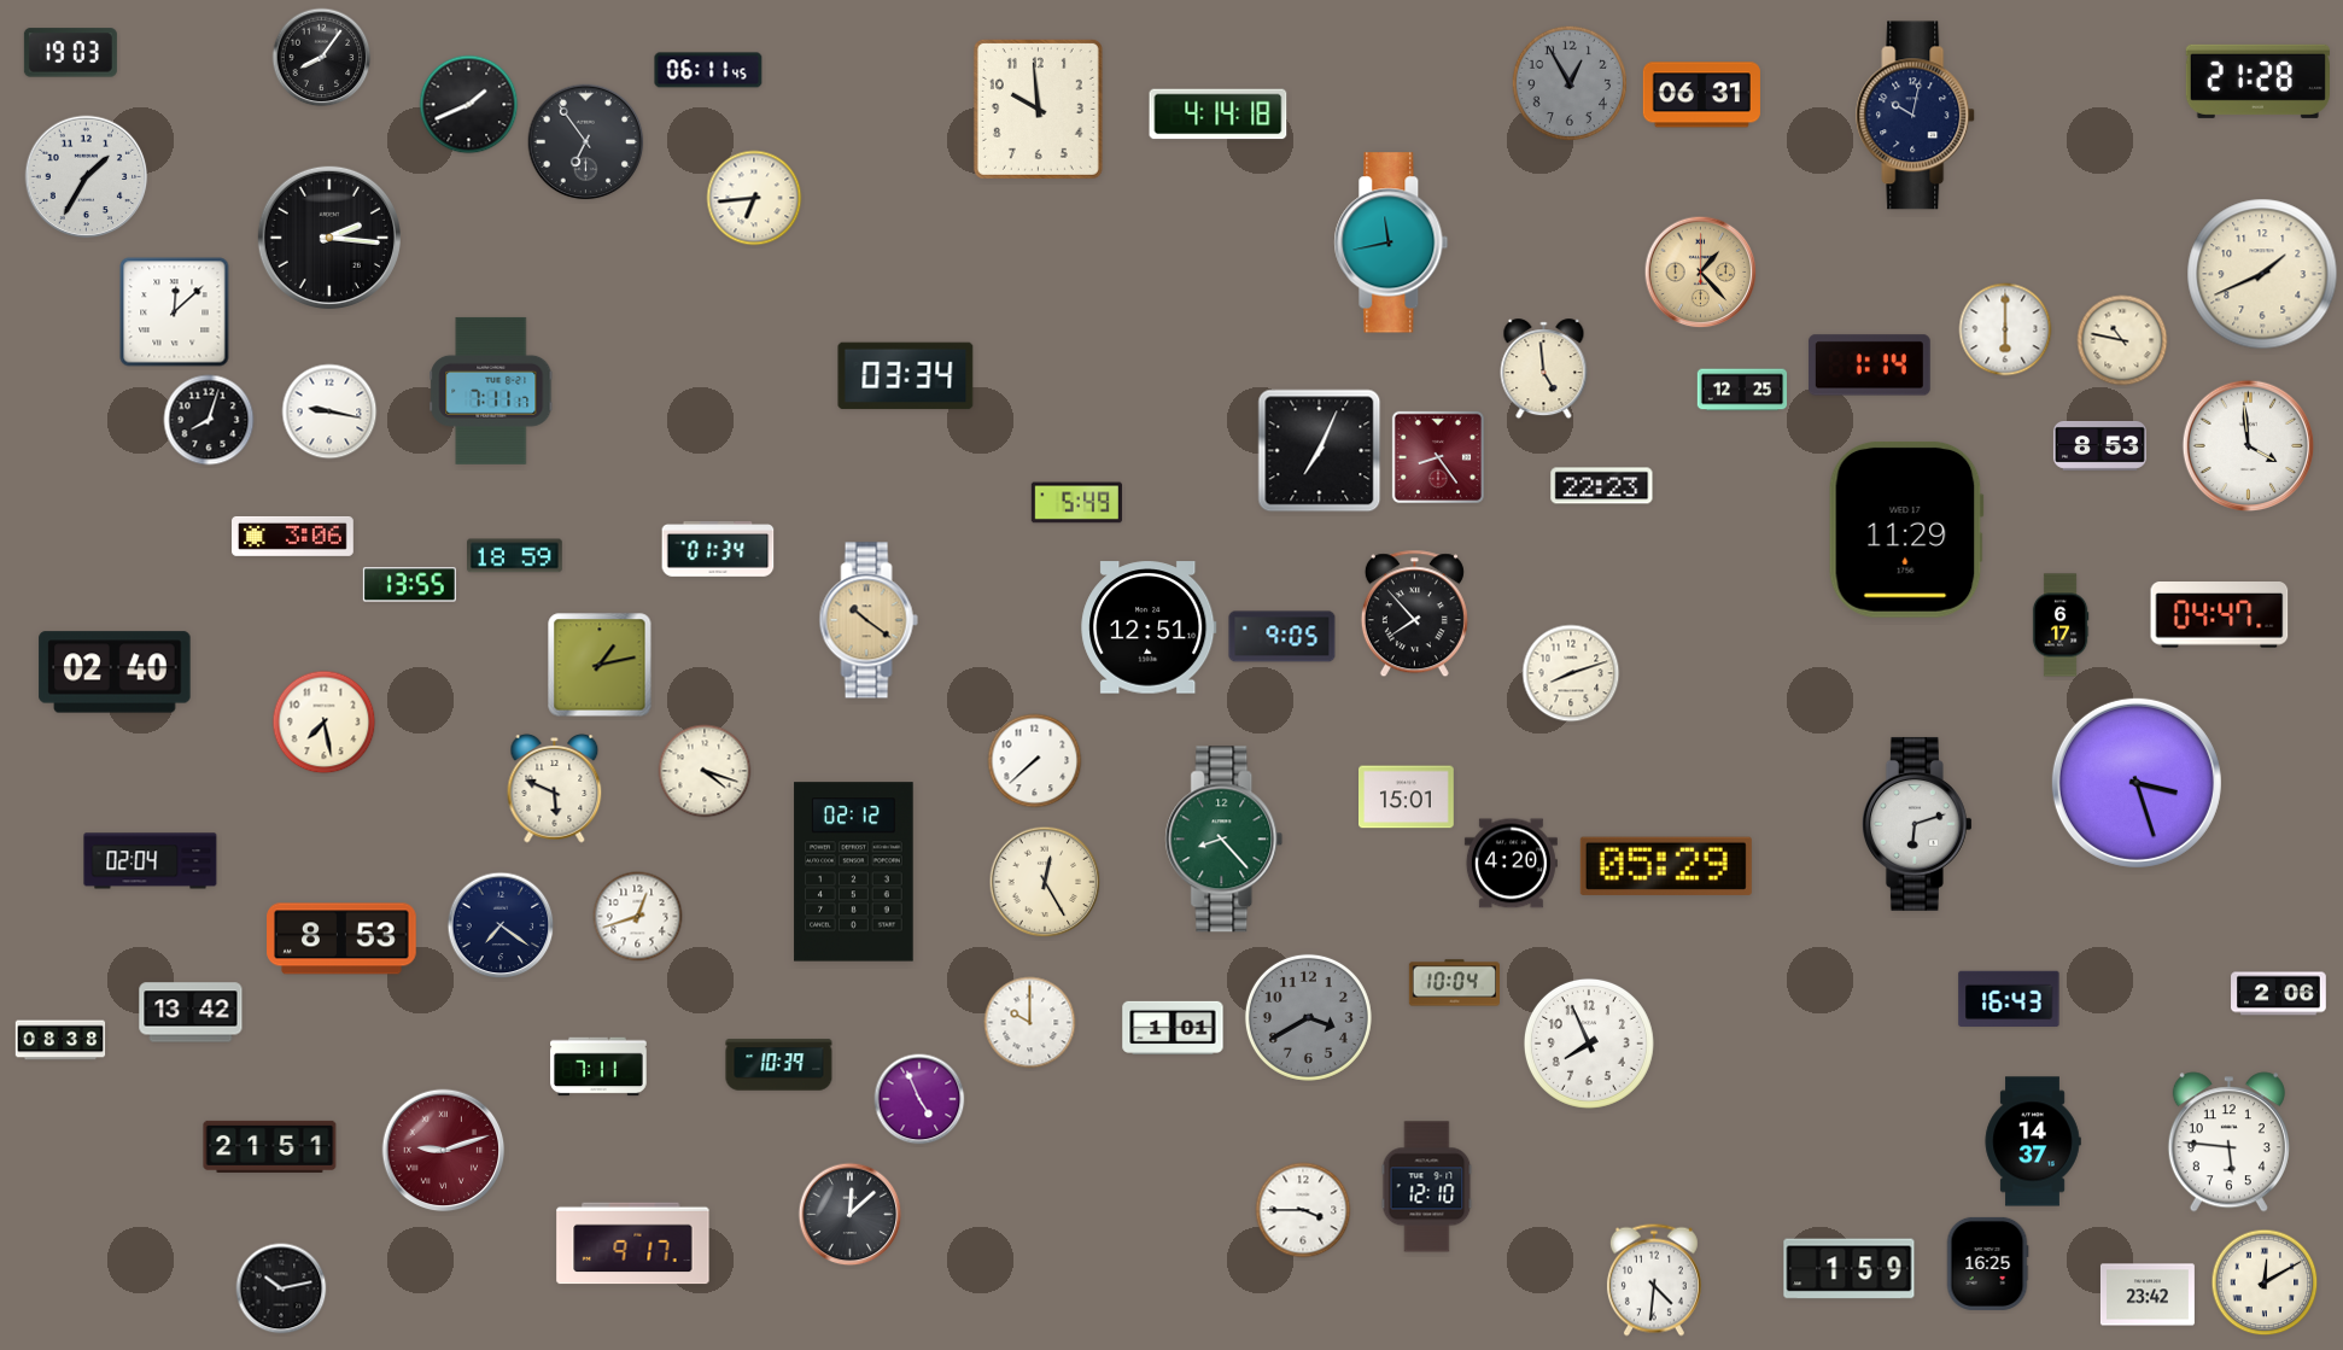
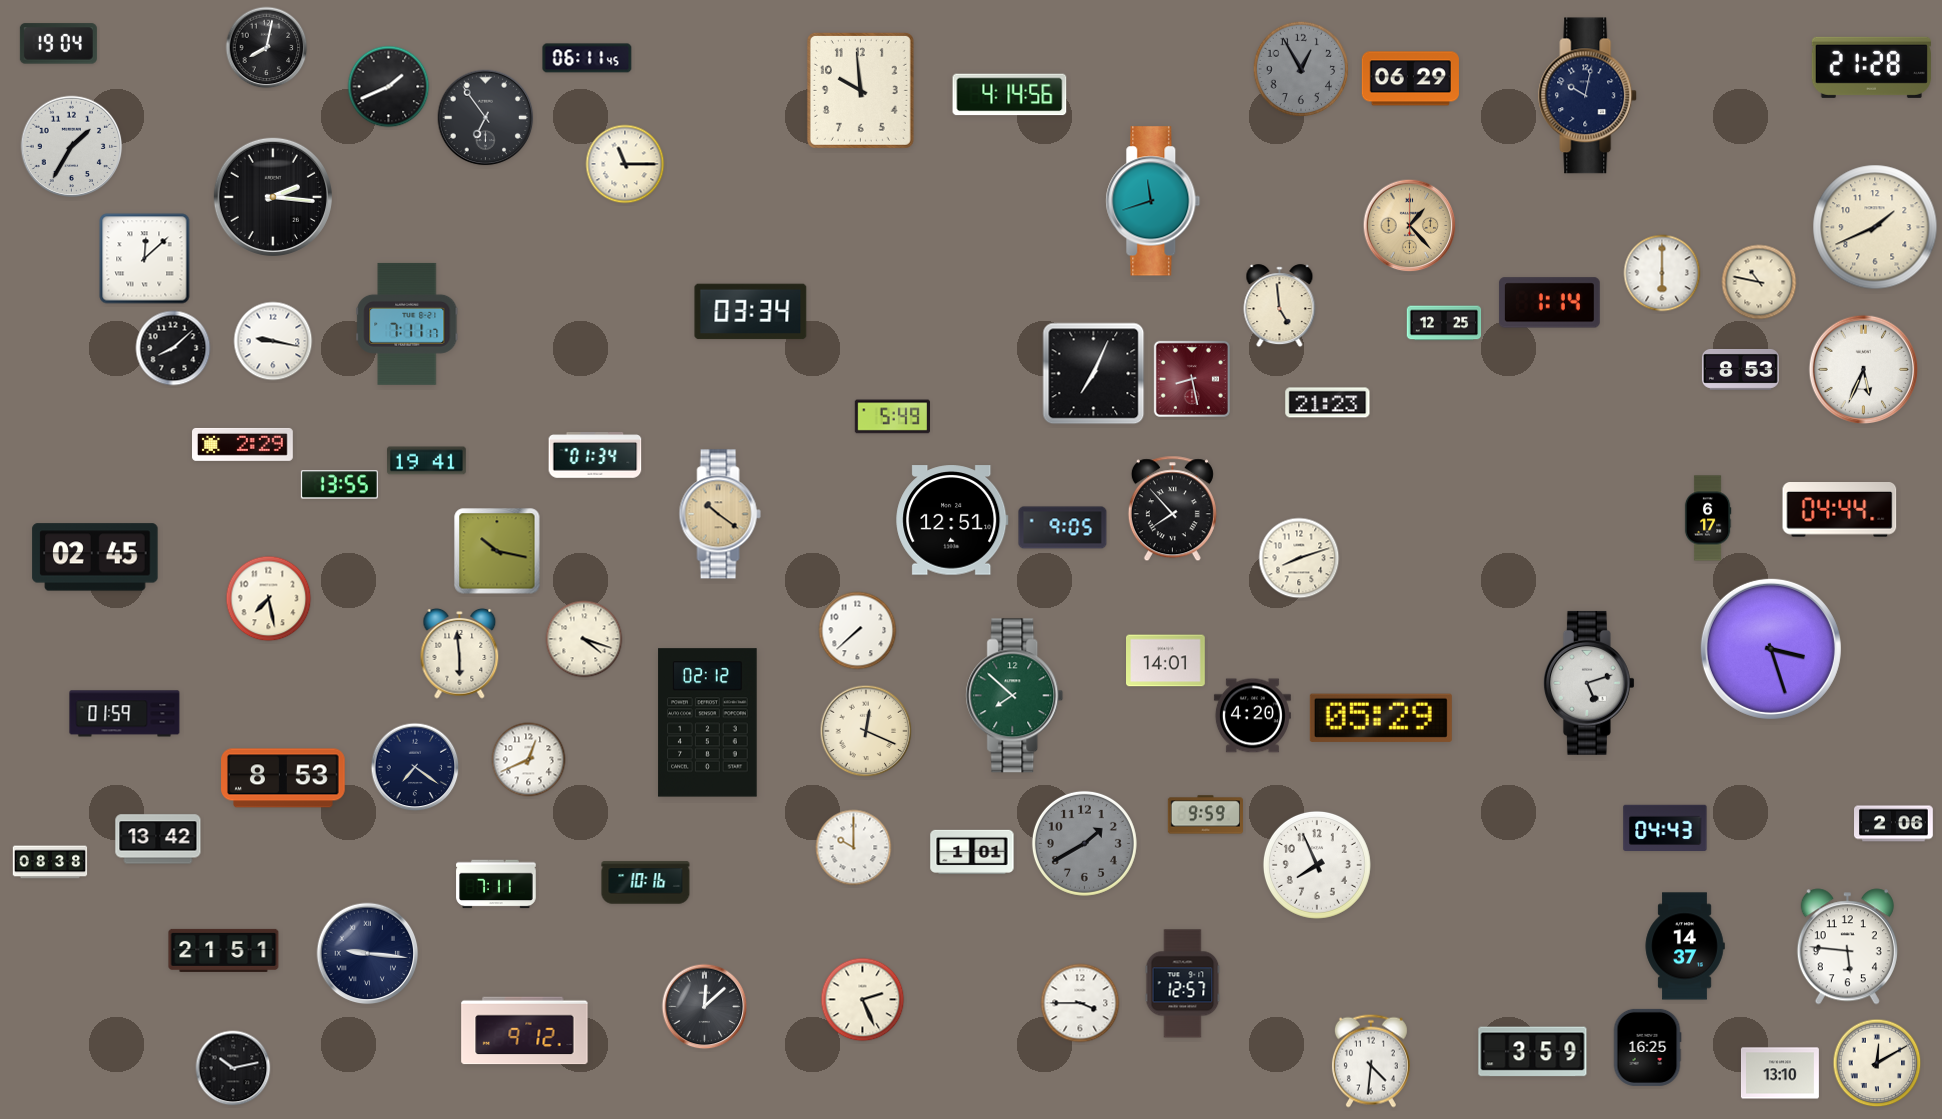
clock at (70, 53): 19:03 -> 19:04
clock at (322, 58): 8:06 -> 8:02
clock at (1701, 95): 06:31 -> 06:29
clock at (1219, 115): 4:14:18 -> 4:14:56
clock at (754, 198): 6:44 -> 11:15
clock at (1391, 242): 11:43 -> 11:42
clock at (209, 420): 8:03 -> 8:08
clock at (2249, 446): 3:59 -> 5:34
clock at (1438, 457): 8:24 -> 8:28
clock at (1602, 486): 22:23 -> 21:23
clock at (1906, 530): 11:29 -> none
clock at (293, 536): 3:06 -> 2:29
clock at (515, 556): 18:59 -> 19:41
clock at (2220, 615): 04:47 -> 04:44
clock at (600, 665): 1:13 -> 10:17
clock at (115, 672): 02:40 -> 02:45
clock at (1571, 673) position: (1571, 673) -> (1299, 558)
clock at (555, 788): 5:49 -> 5:59
clock at (1407, 797): 15:01 -> 14:01
clock at (1917, 824): 6:12 -> 5:12
clock at (1225, 840): 8:23 -> 7:52
clock at (151, 861): 02:04 -> 01:59
clock at (1045, 882): 12:25 -> 12:19
clock at (638, 917): 12:42 -> 12:41
clock at (1454, 983): 10:04 -> 9:59
clock at (2279, 994) position: (2279, 994) -> (1894, 824)
clock at (2009, 999): 16:43 -> 04:43
clock at (1308, 1017): 3:40 -> 1:40
clock at (779, 1065): 10:39 -> 10:16
clock at (919, 1099): 4:56 -> none
clock at (444, 1151): 9:12 -> 9:16
clock at (444, 1151) dial: burgundy -> navy
clock at (1427, 1187): 12:10 -> 12:57
clock at (863, 1000): none -> 2:26
clock at (633, 1244): 9:17 -> 9:12
clock at (1850, 1269): 1:59 -> 3:59
clock at (2148, 1295): 23:42 -> 13:10
